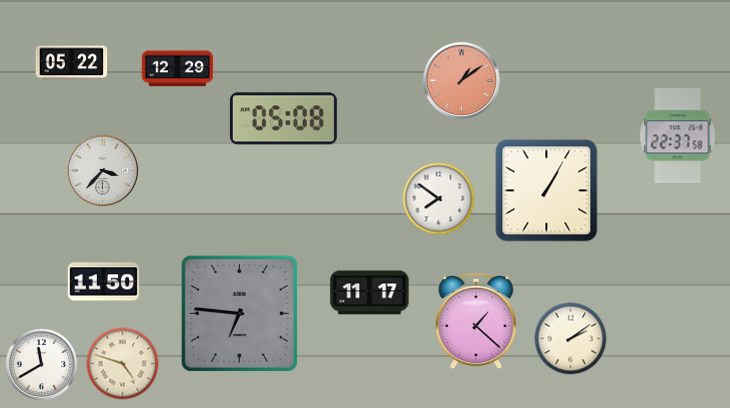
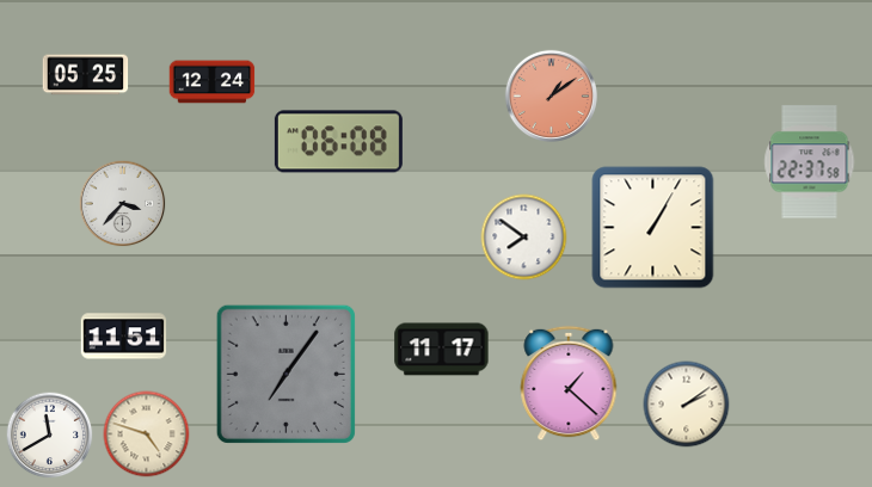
clock at (72, 63): 05:22 -> 05:25
clock at (178, 69): 12:29 -> 12:24
clock at (283, 119): 05:08 -> 06:08
clock at (104, 282): 11:50 -> 11:51
clock at (239, 313): 6:46 -> 7:06
clock at (571, 339) position: (571, 339) -> (687, 405)
